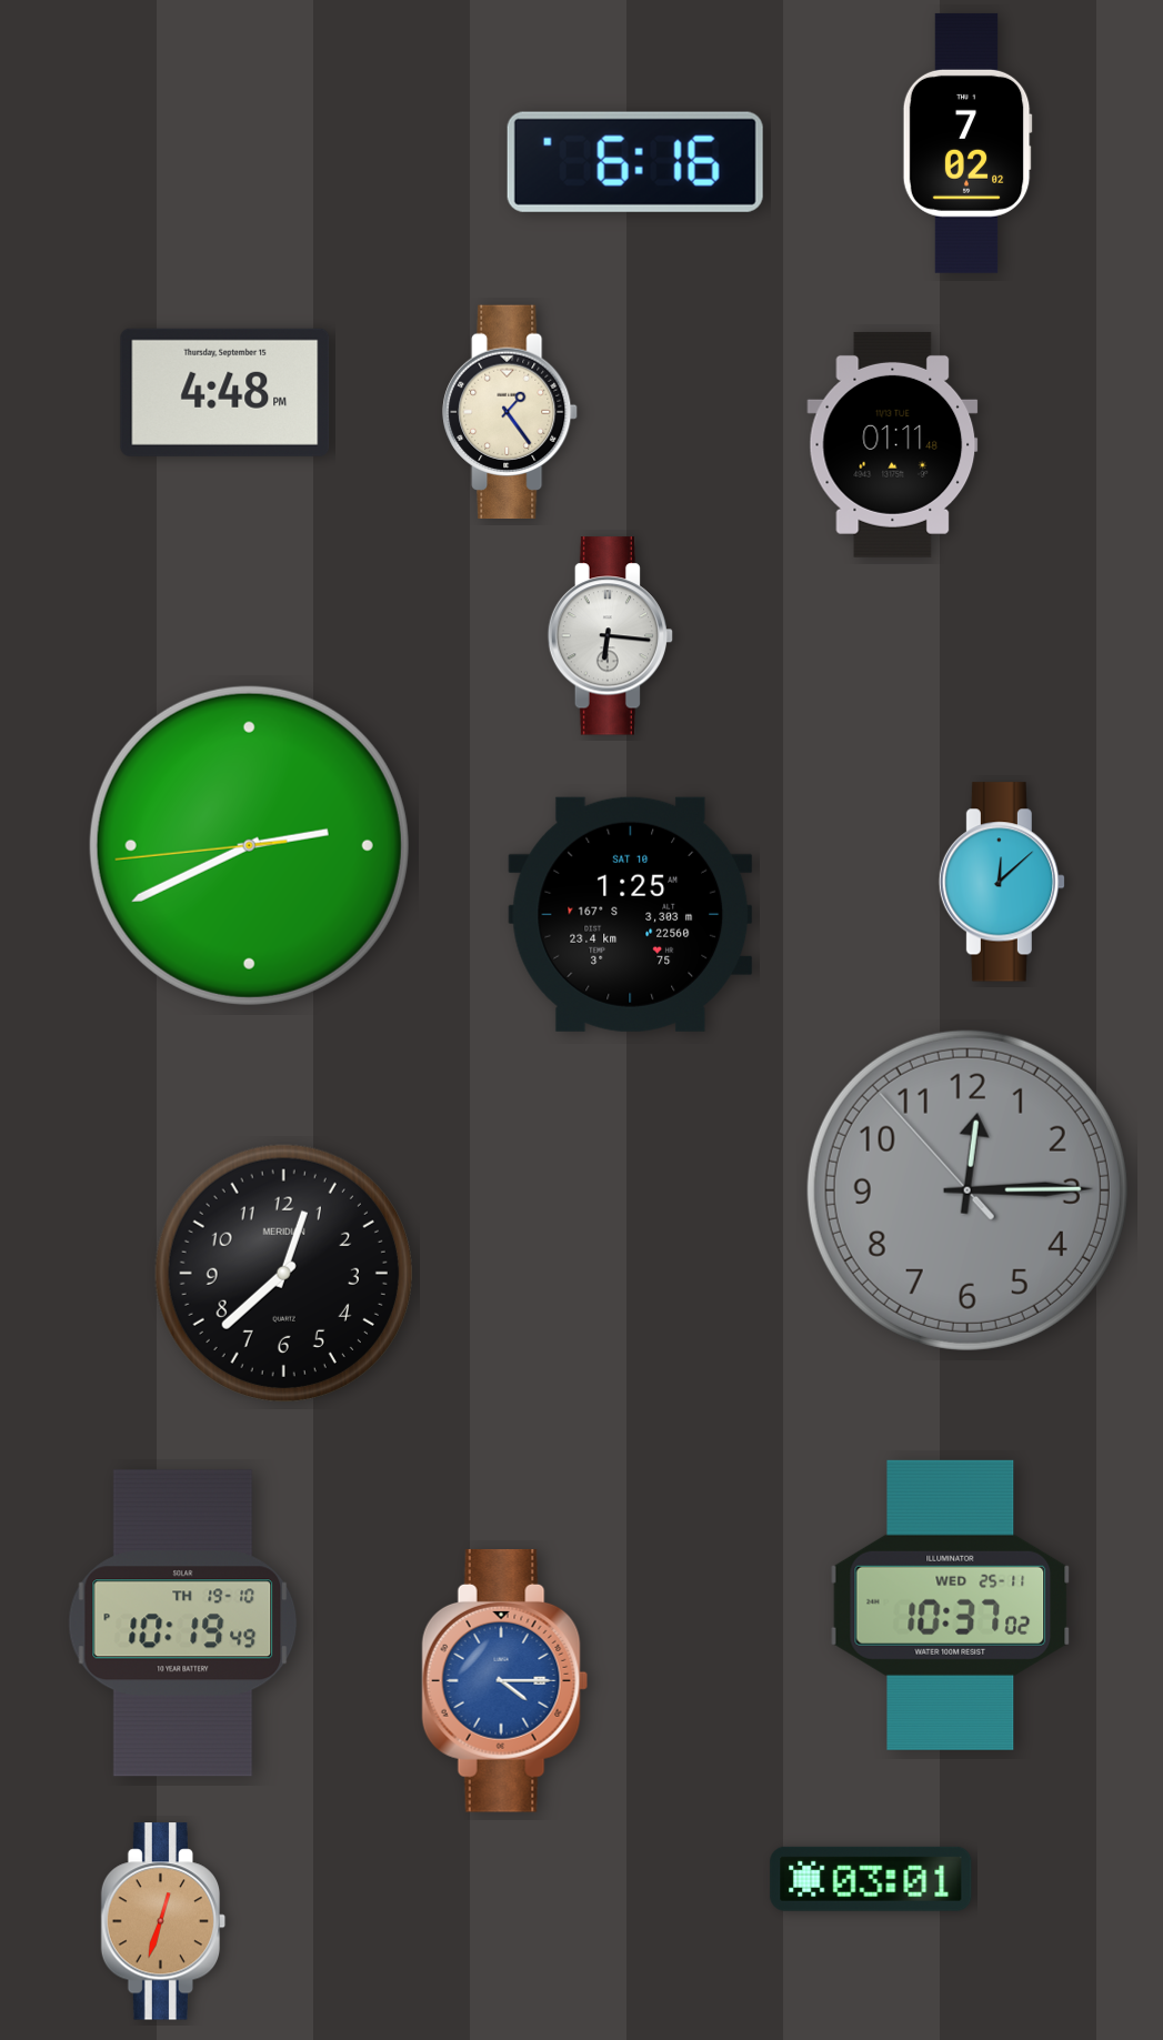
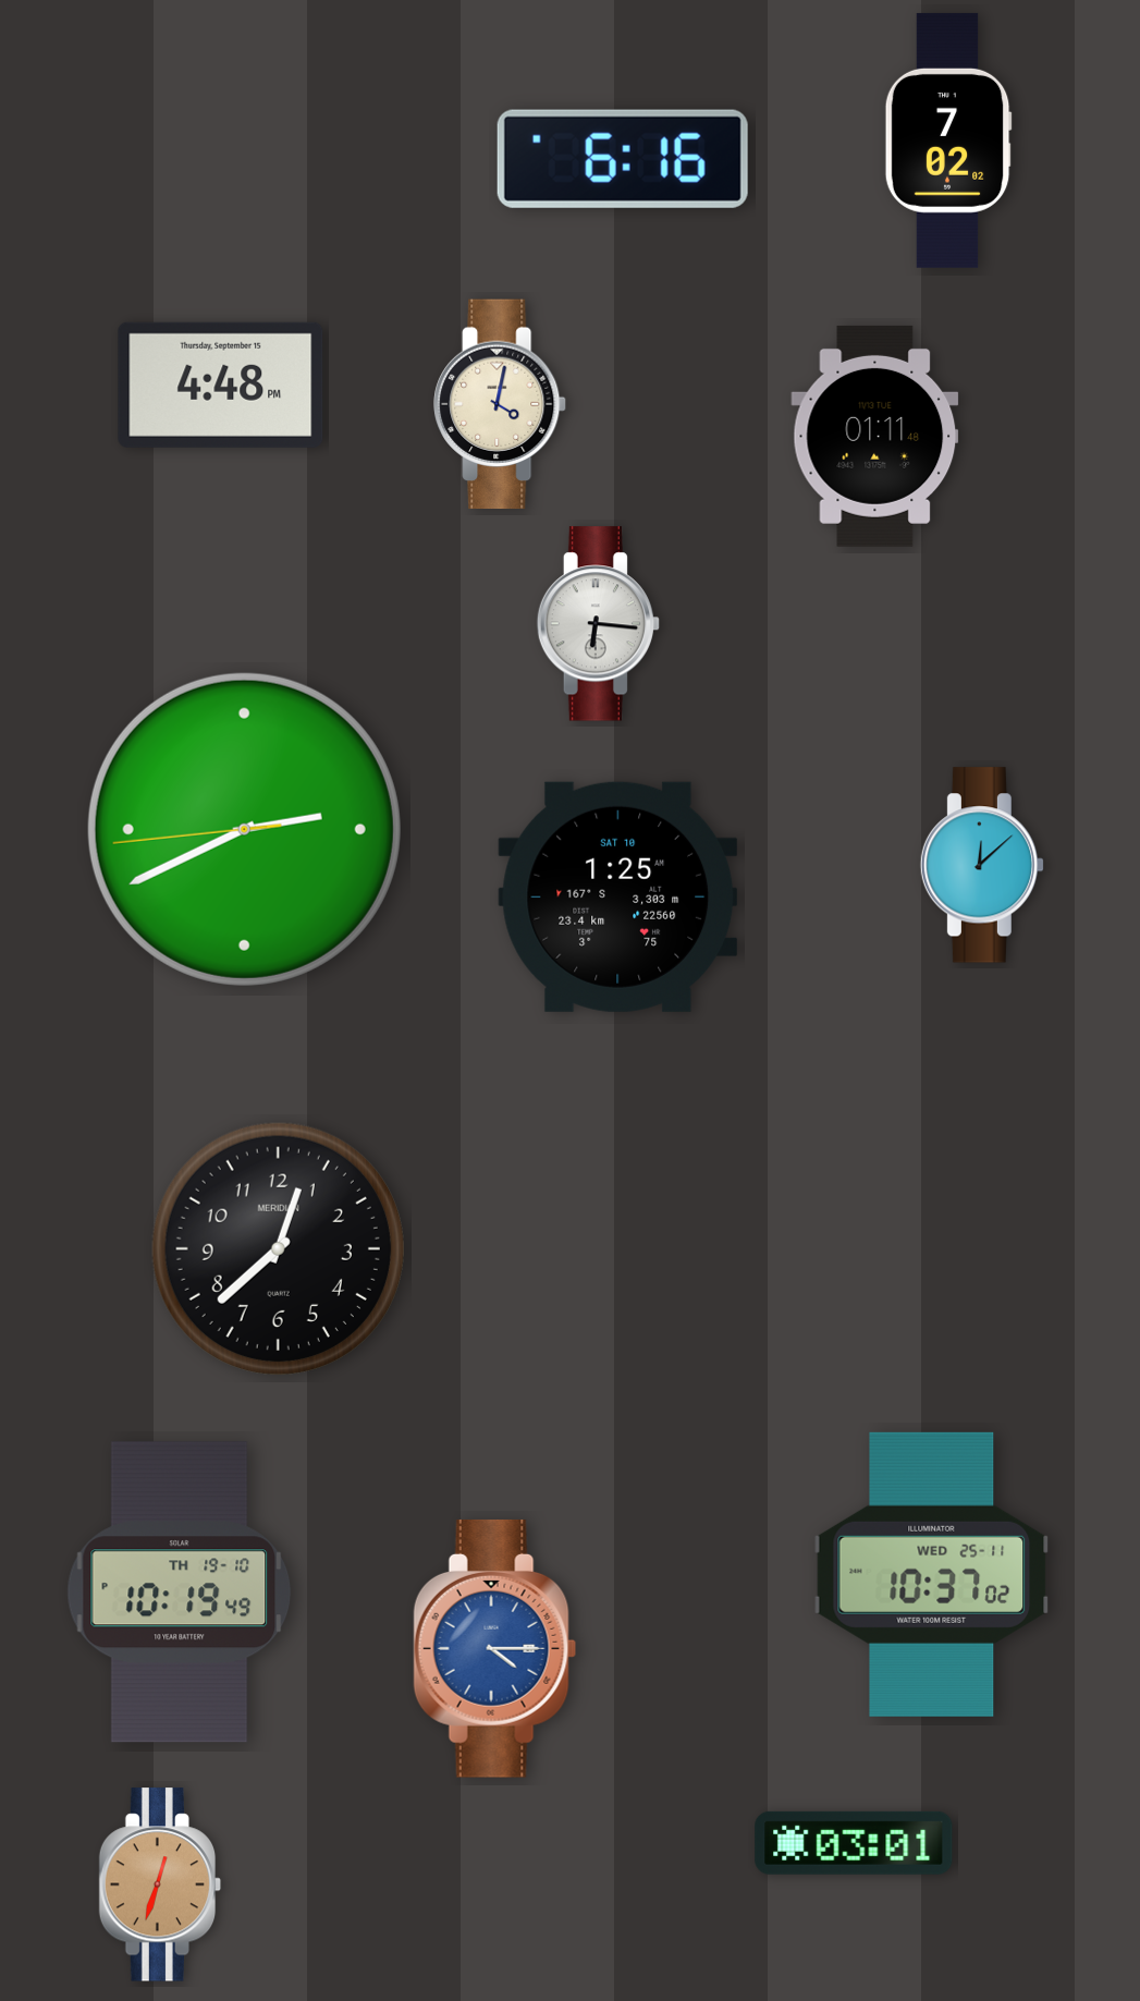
clock at (510, 412): 1:24 -> 4:02
clock at (968, 1190): 12:14 -> none
